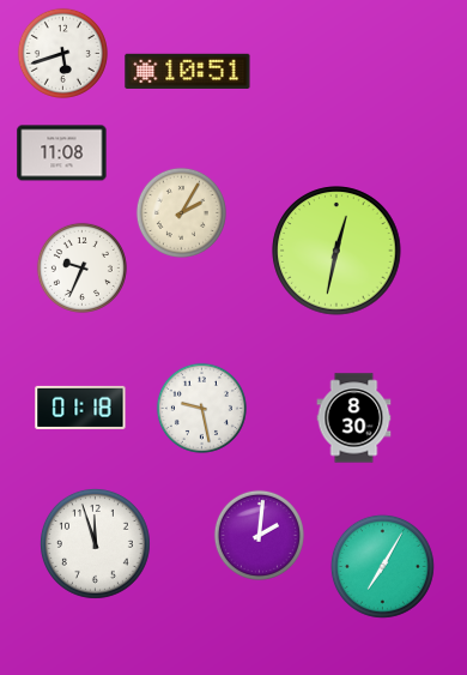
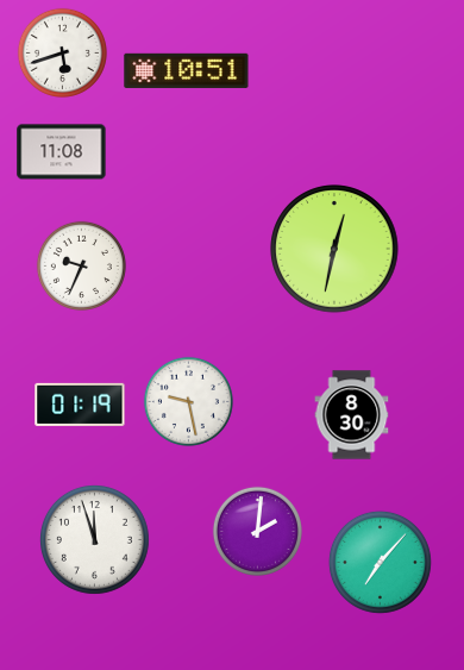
clock at (181, 212): 2:05 -> none
clock at (80, 408): 01:18 -> 01:19
clock at (201, 408) position: (201, 408) -> (188, 401)
clock at (382, 566): 7:05 -> 7:07
